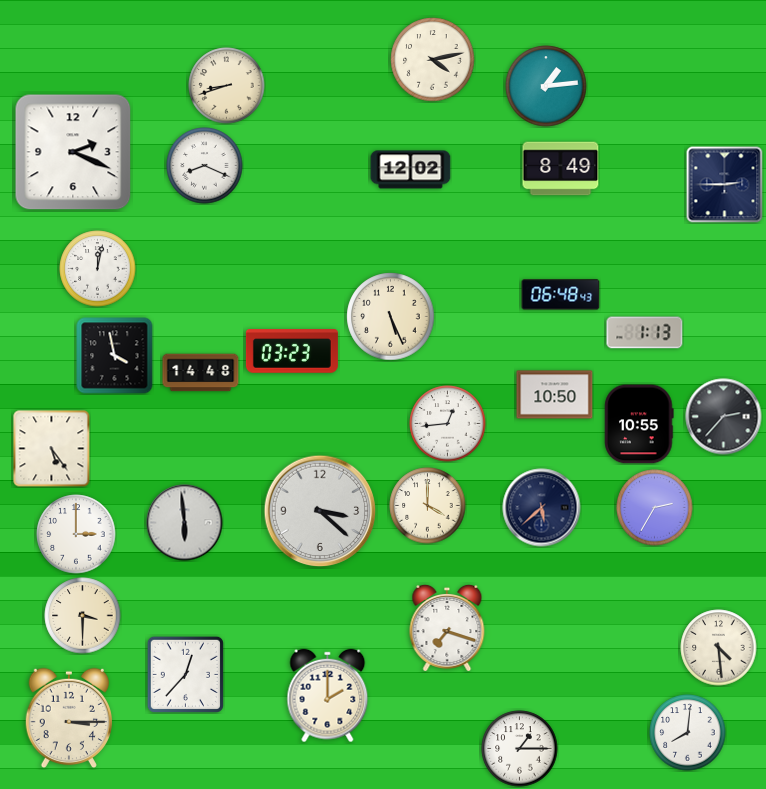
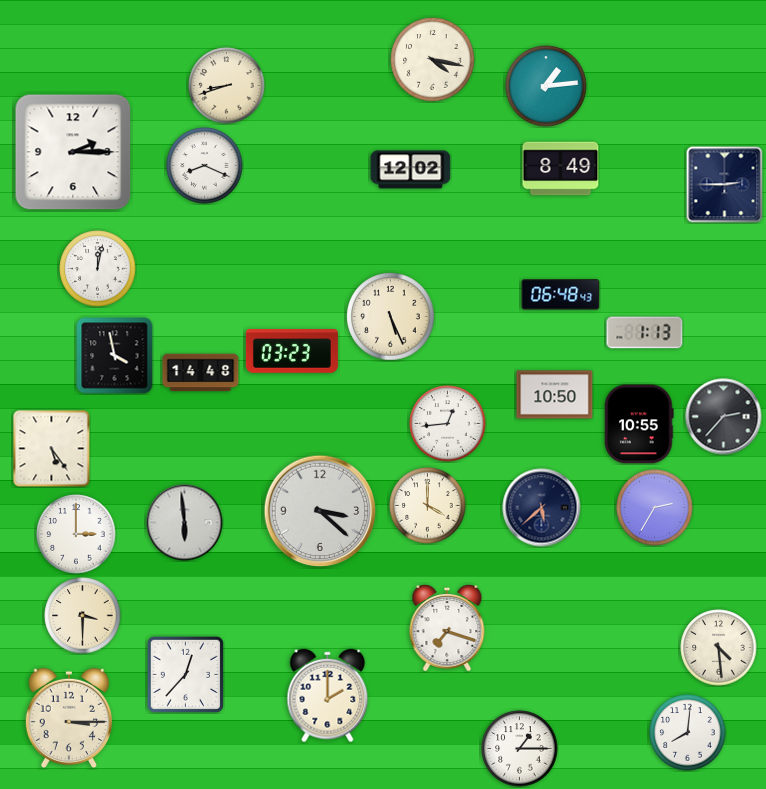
clock at (433, 60): 4:13 -> 4:17
clock at (73, 152): 2:19 -> 2:15
